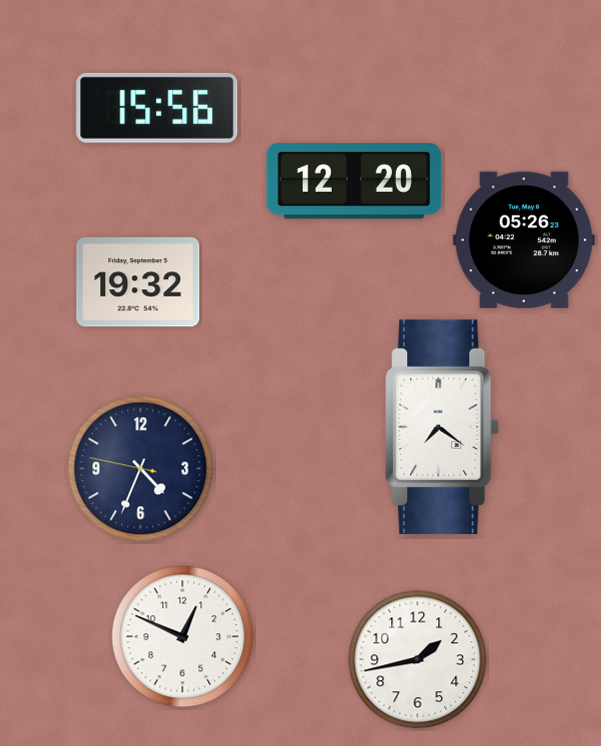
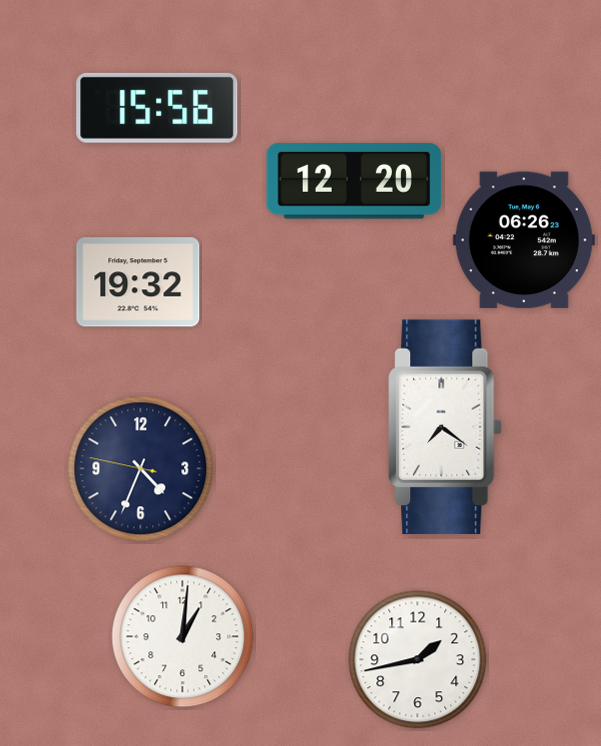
clock at (524, 240): 05:26 -> 06:26
clock at (442, 427) position: (442, 427) -> (445, 427)
clock at (183, 637): 12:49 -> 1:01
